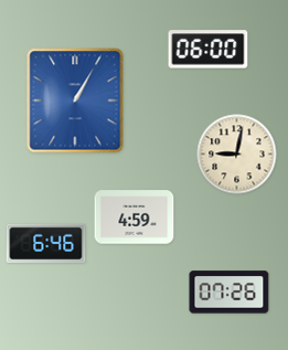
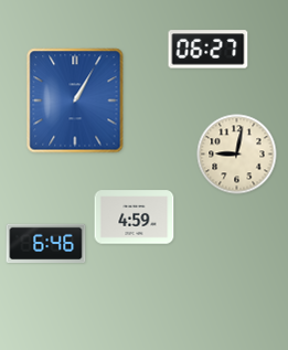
clock at (209, 50): 06:00 -> 06:27
clock at (230, 293): 07:26 -> none
